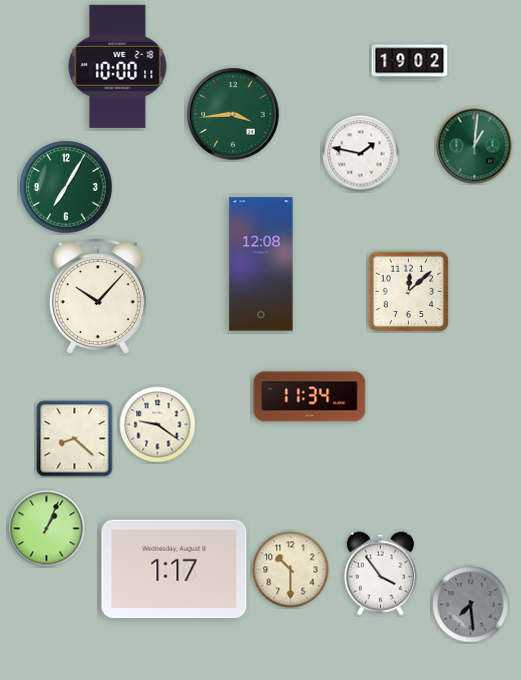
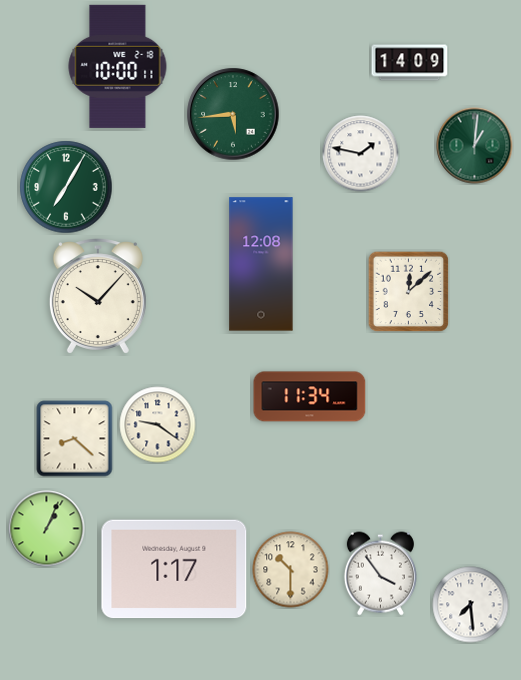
clock at (410, 63): 19:02 -> 14:09
clock at (233, 114): 3:44 -> 5:44
clock at (471, 605) dial: grey -> white
